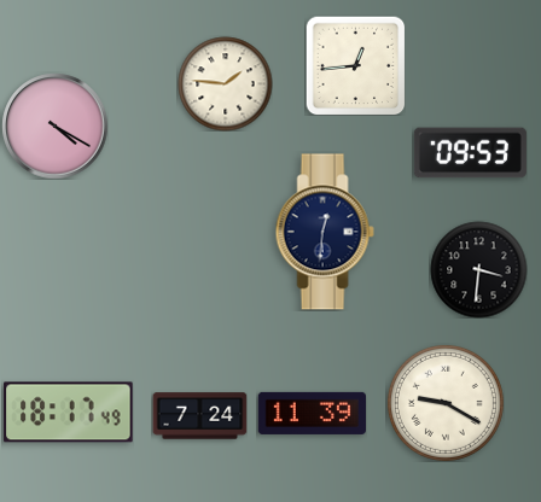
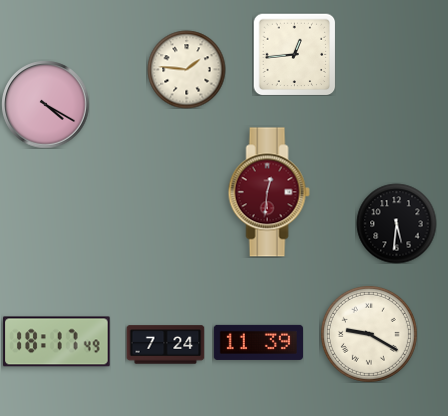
clock at (470, 153): 09:53 -> none
clock at (325, 232) dial: navy -> burgundy
clock at (478, 269): 3:31 -> 5:31
